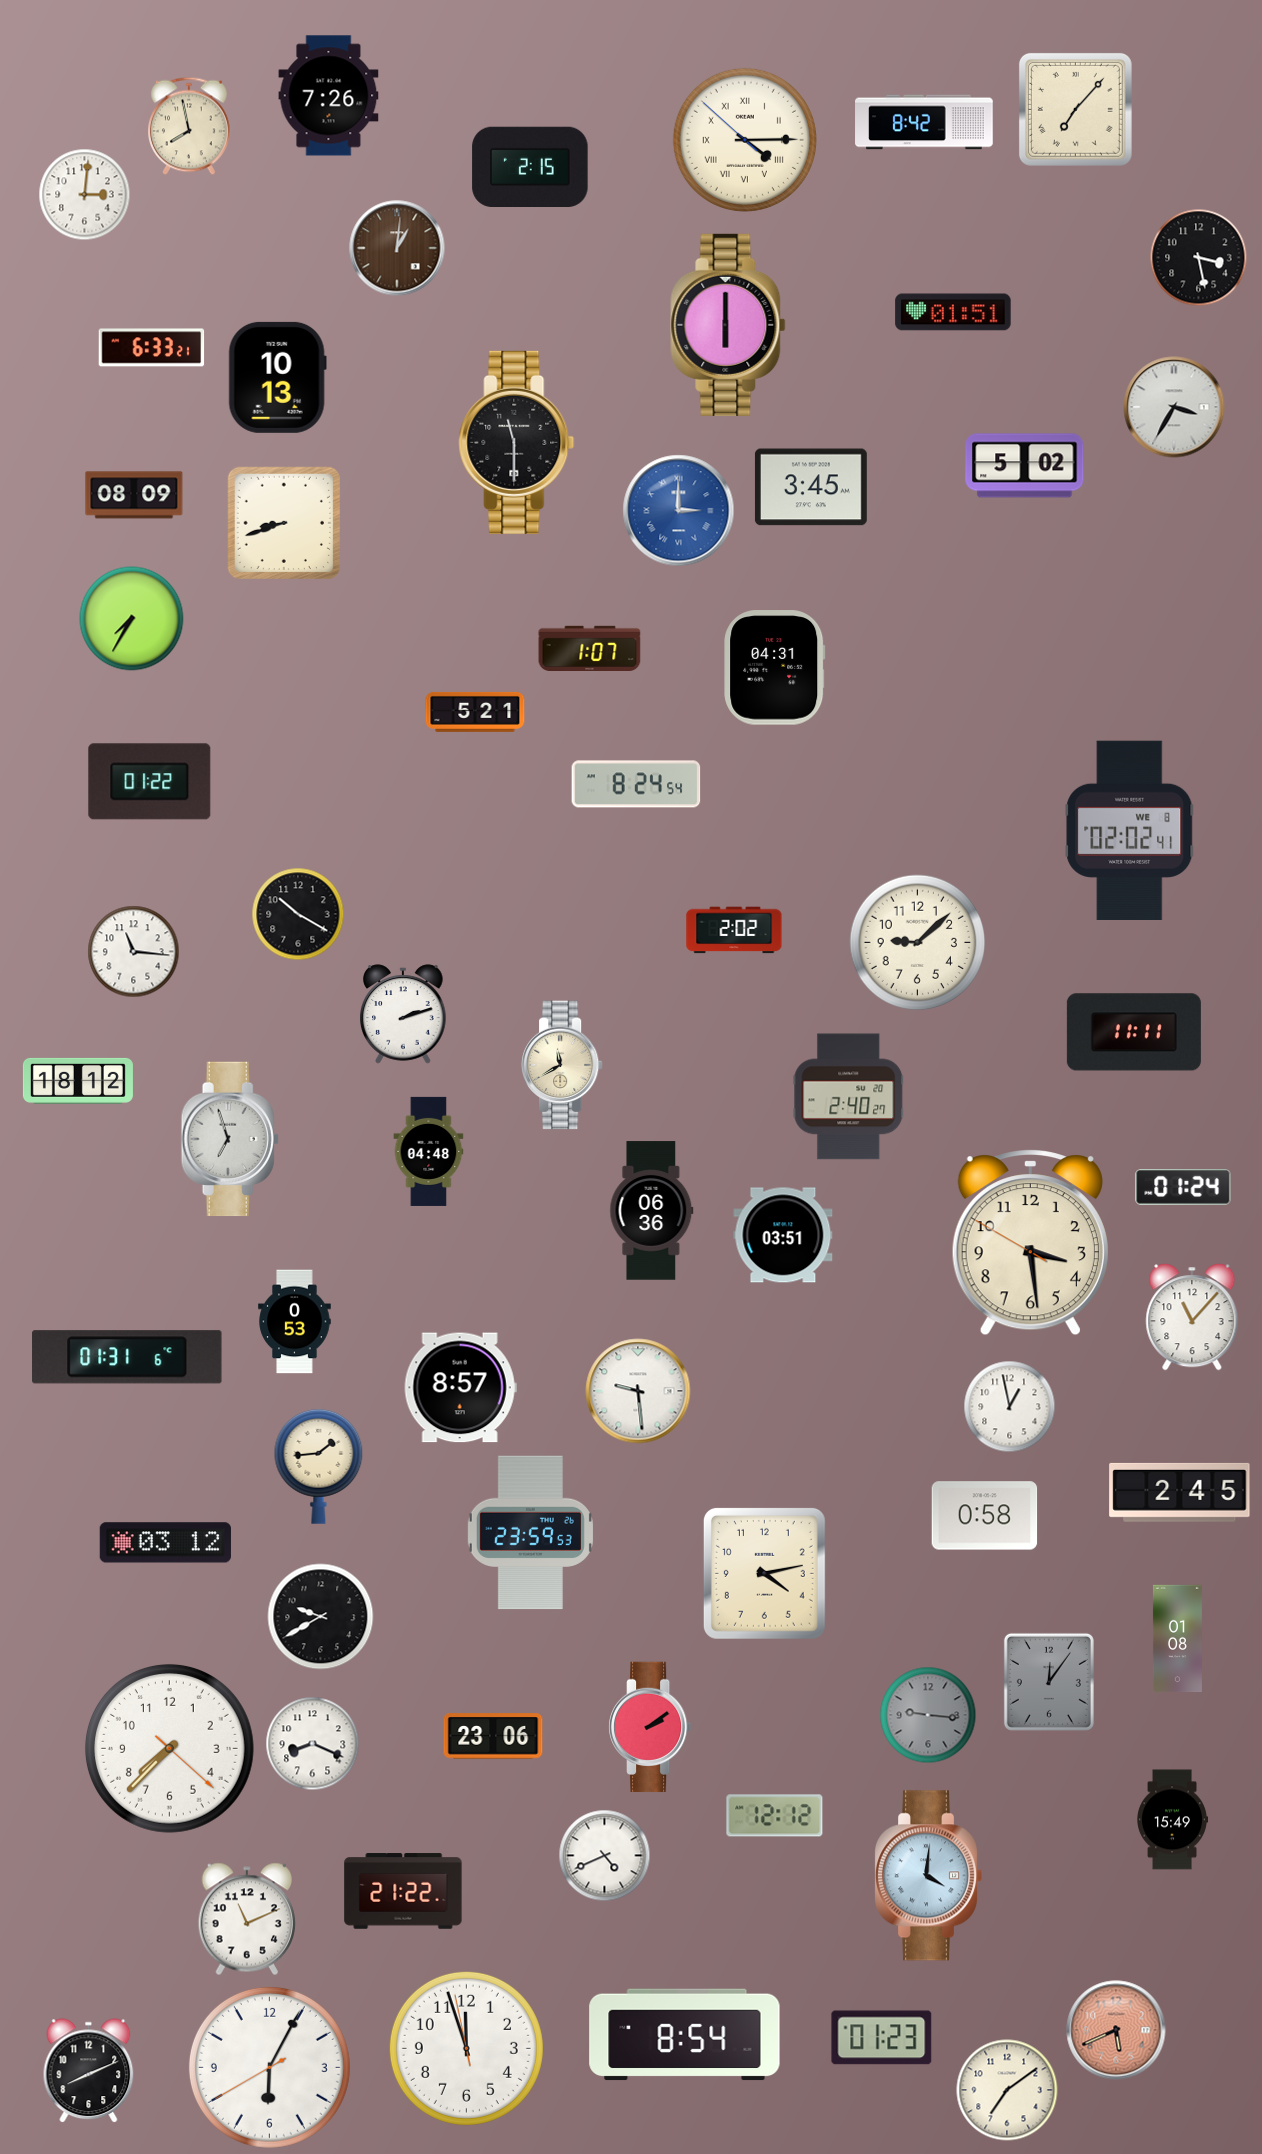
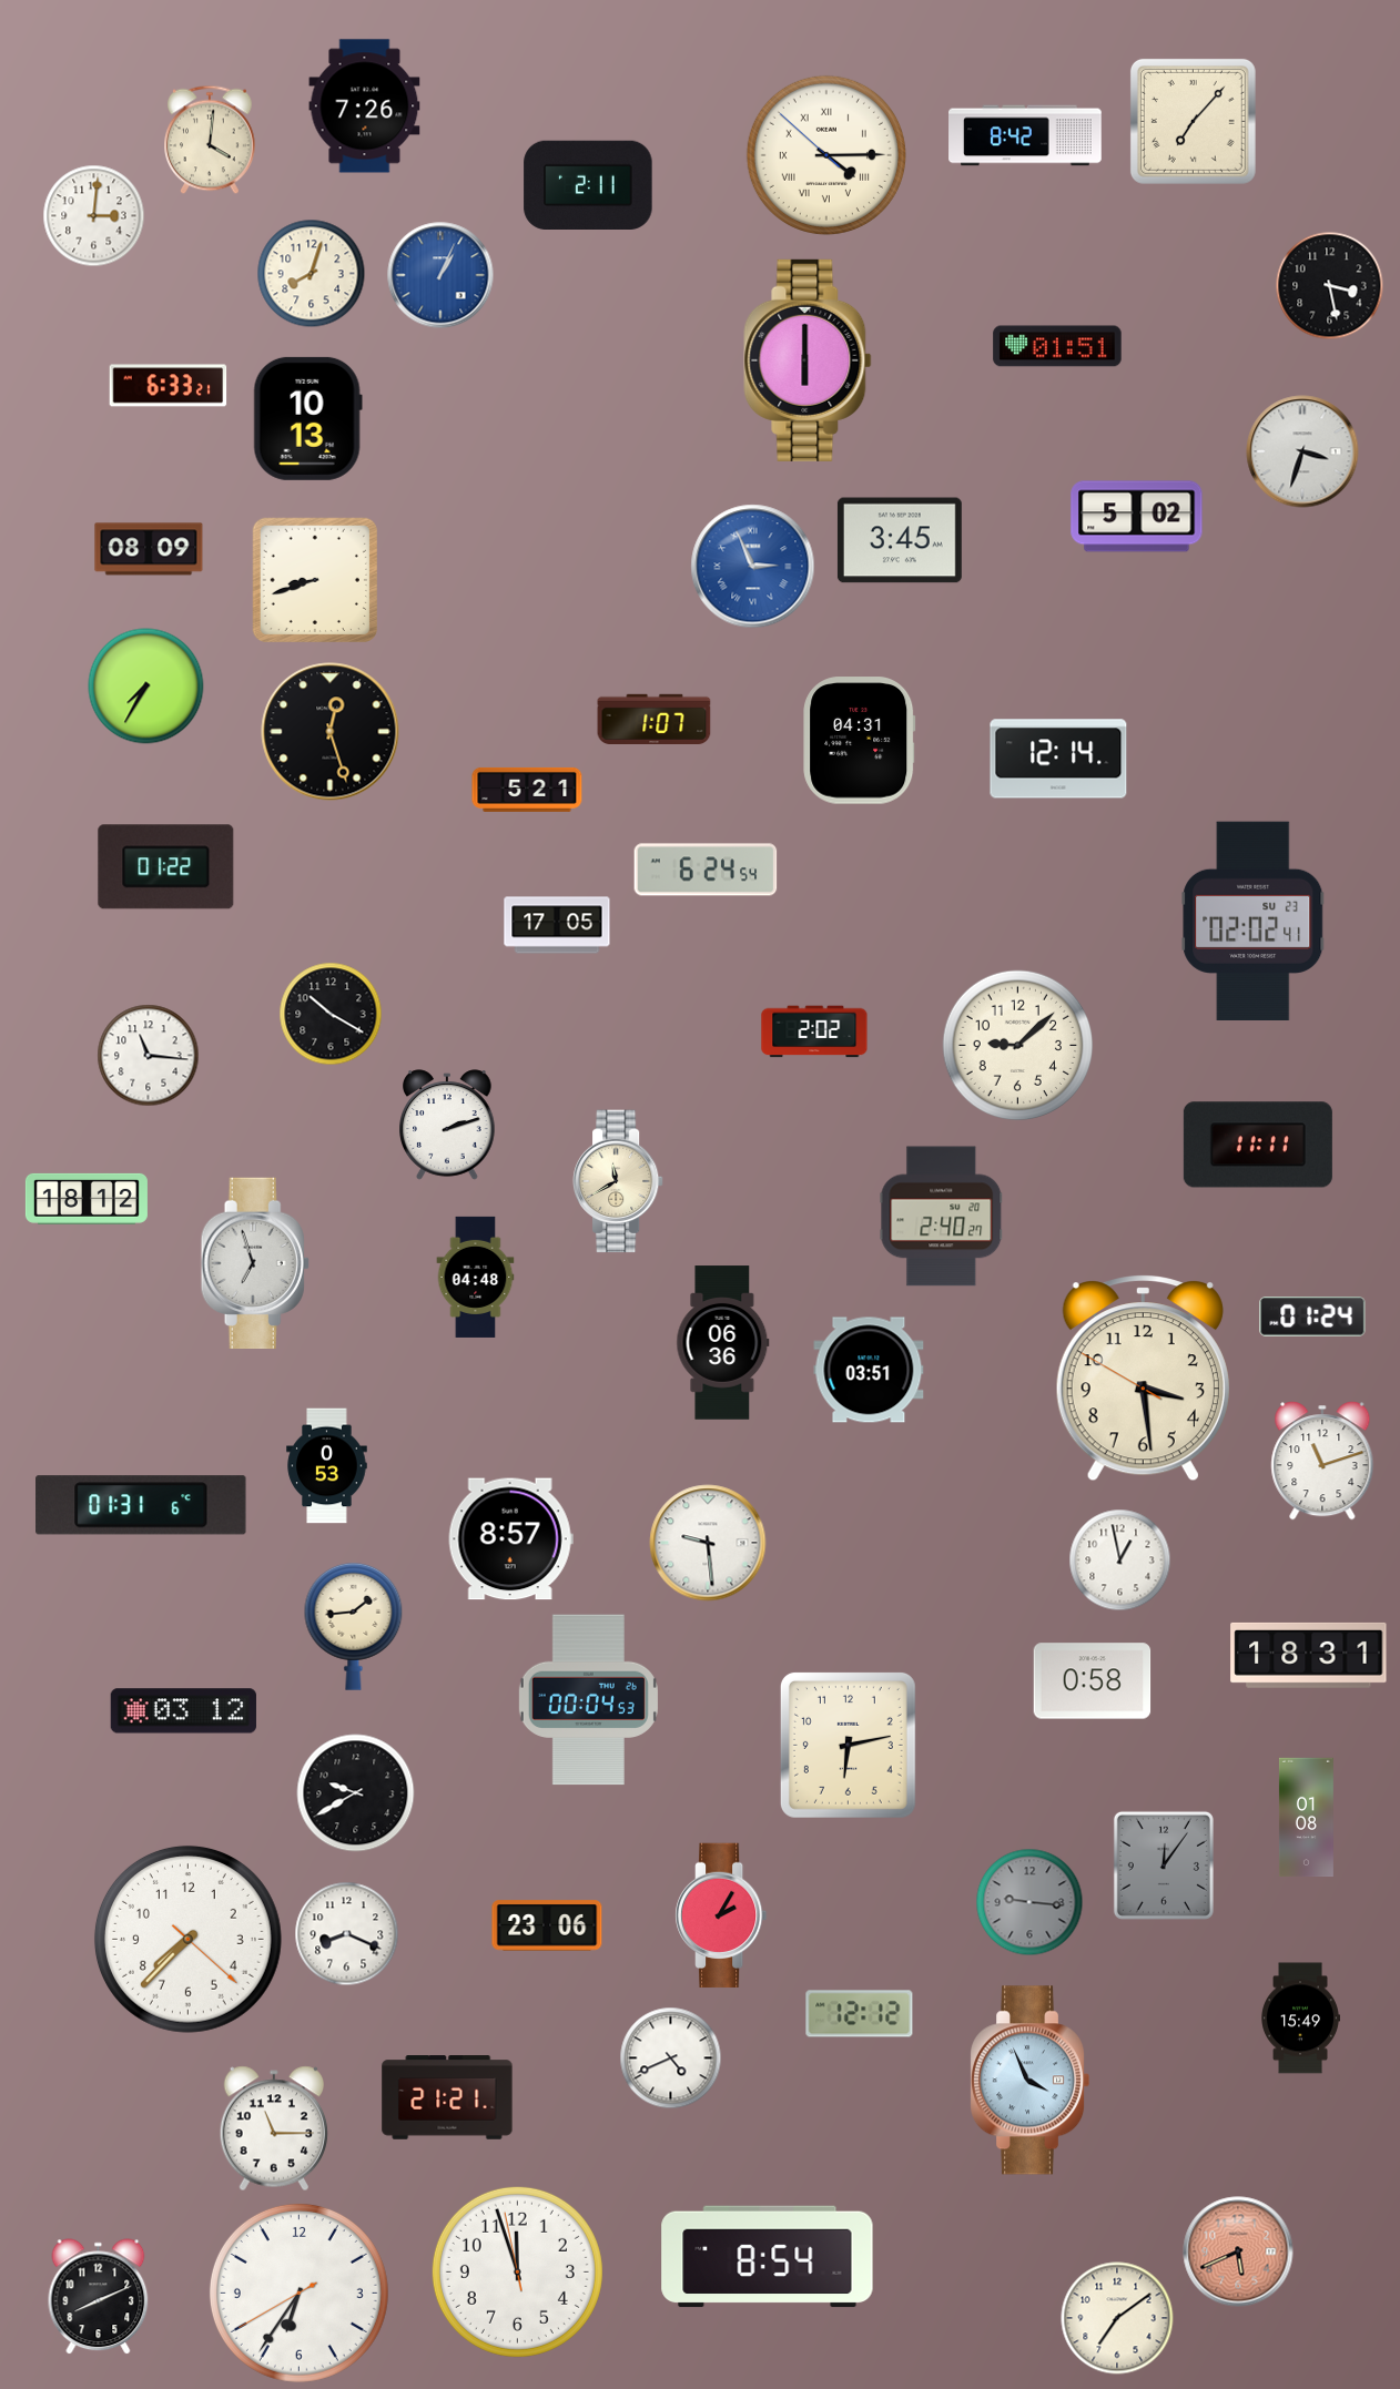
clock at (190, 126): 7:58 -> 4:01
clock at (530, 166): 2:15 -> 2:11
clock at (312, 274): none -> 8:03
clock at (397, 248): 1:01 -> 1:04
clock at (397, 248) dial: brown -> blue
clock at (1174, 407): 3:35 -> 3:33
clock at (517, 442): 11:30 -> none
clock at (679, 511): 3:00 -> 2:56
clock at (331, 732): none -> 12:27
clock at (1058, 759): none -> 12:14
clock at (636, 784): 8:24 -> 6:24
clock at (1130, 830) date: WE 8 -> SU 23
clock at (557, 925): none -> 17:05
clock at (562, 1065) position: (562, 1065) -> (618, 1181)
clock at (1192, 1317): 11:07 -> 11:12
clock at (1180, 1492): 2:45 -> 18:31
clock at (530, 1533): 23:59 -> 00:04
clock at (764, 1573): 4:13 -> 6:13
clock at (651, 1727): 2:09 -> 2:05
clock at (929, 1876): 4:01 -> 3:56
clock at (403, 1891): 21:22 -> 21:21
clock at (246, 1919): 11:11 -> 11:15
clock at (685, 2035) position: (685, 2035) -> (768, 2257)
clock at (882, 2038): 01:23 -> none
clock at (269, 2067): 6:04 -> 6:35
